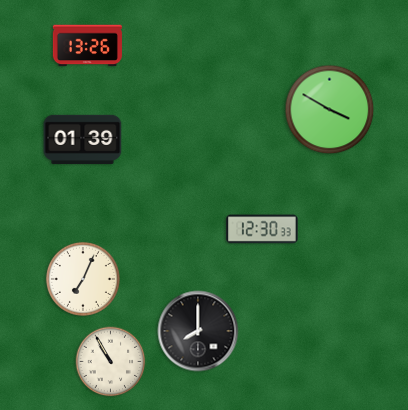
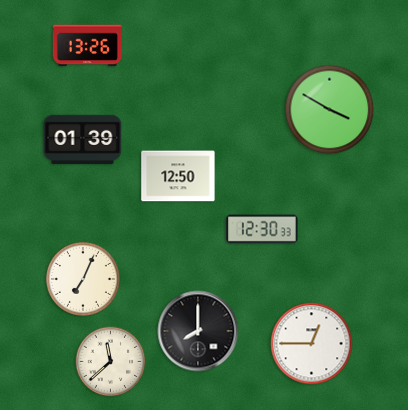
clock at (178, 176): none -> 12:50
clock at (312, 344): none -> 12:45
clock at (111, 362): 10:55 -> 11:38
